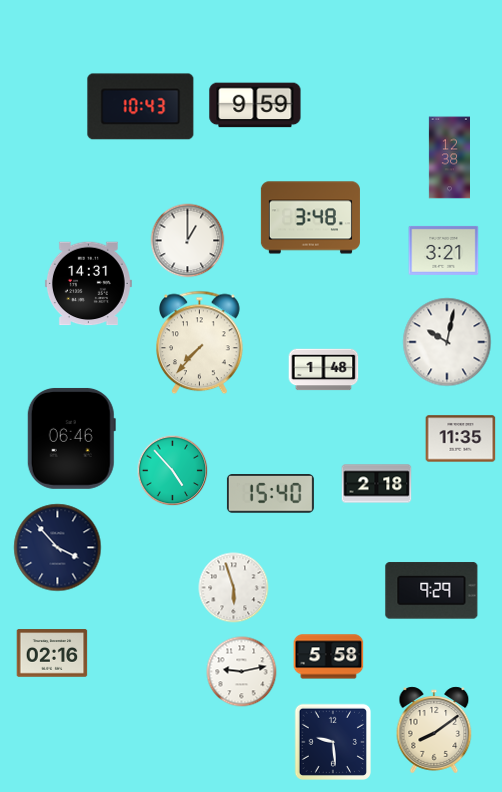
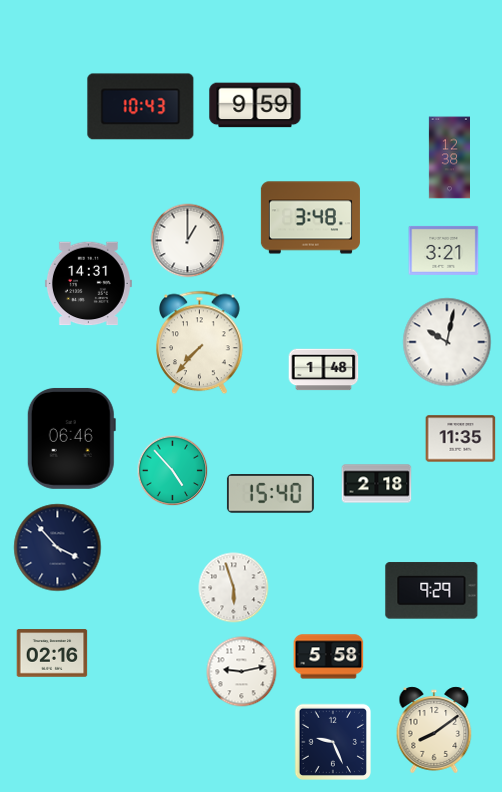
clock at (332, 741): 9:29 -> 9:26
